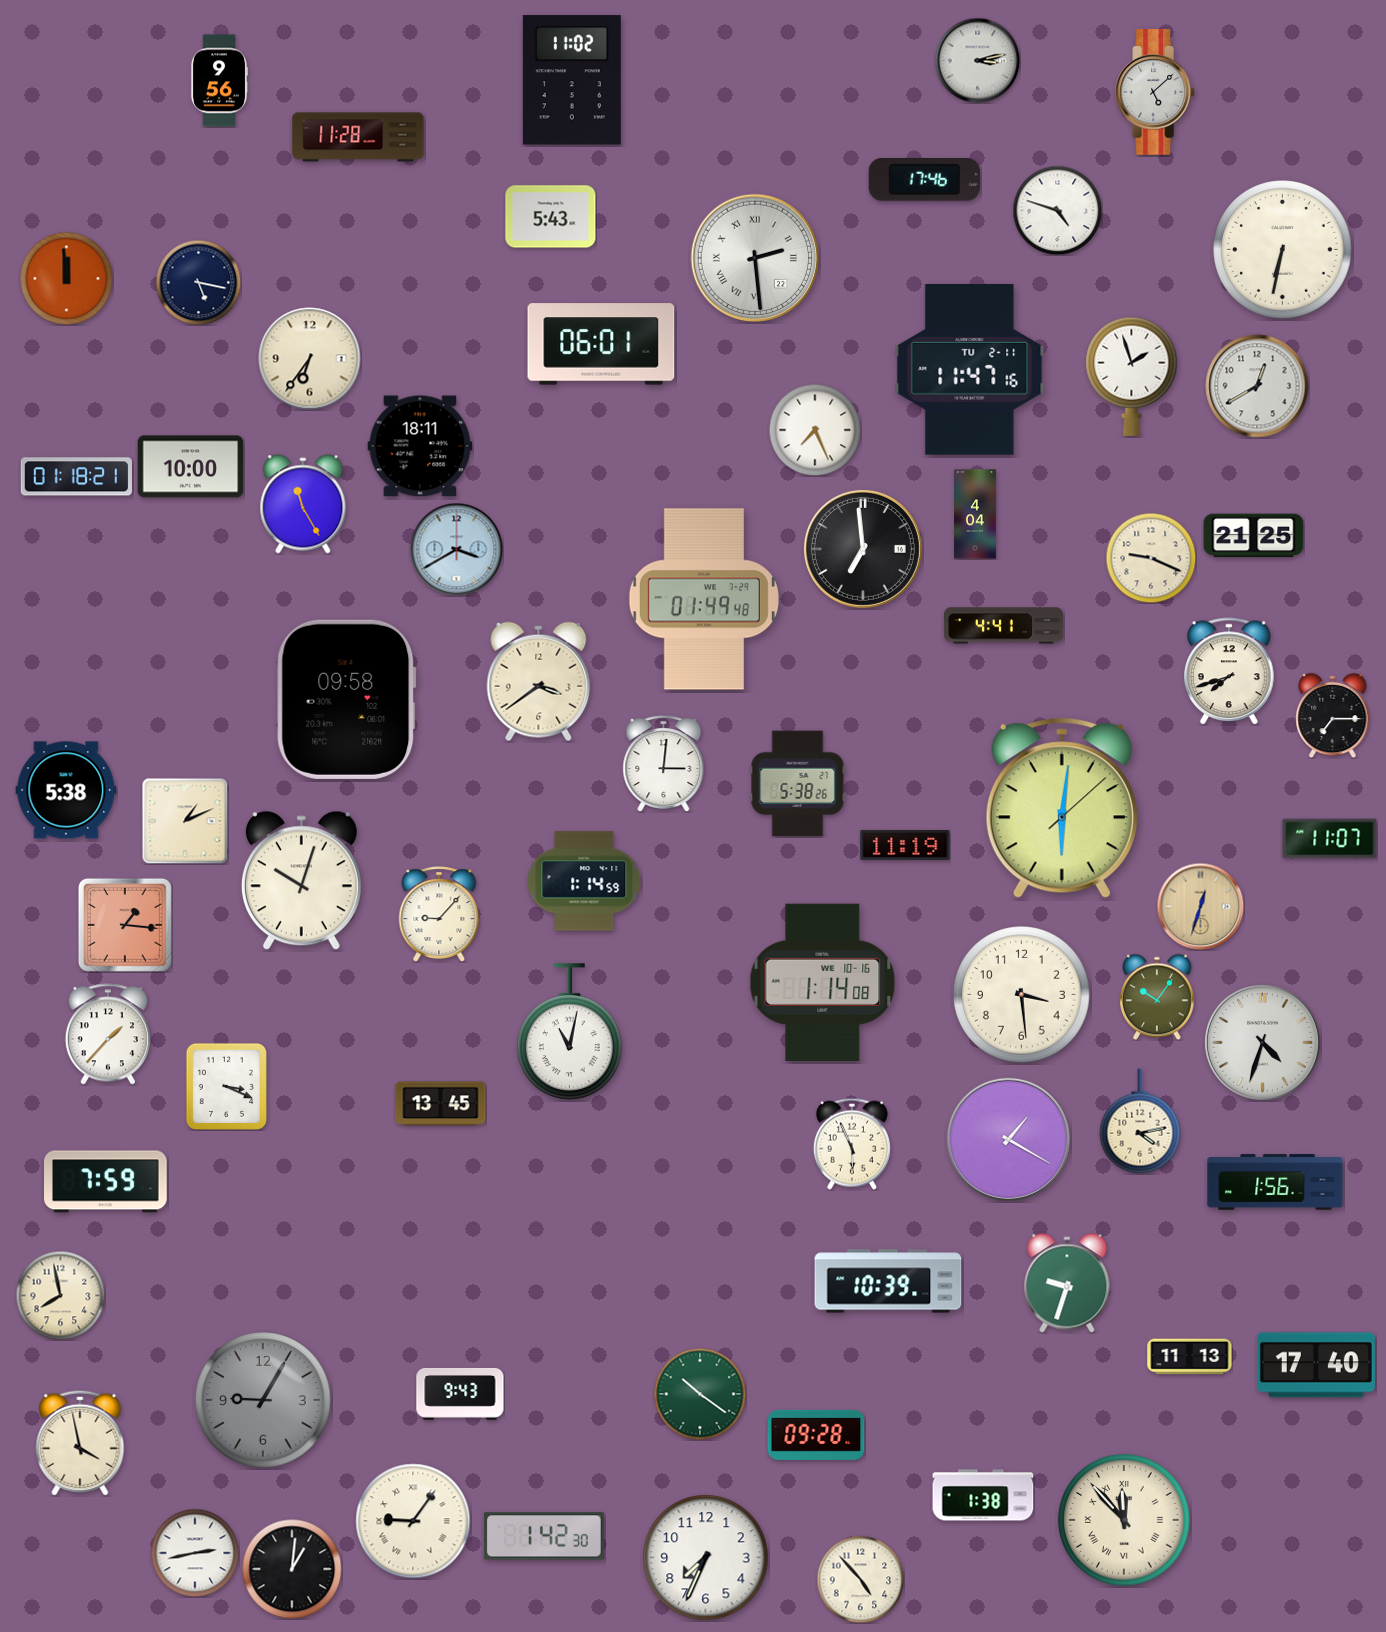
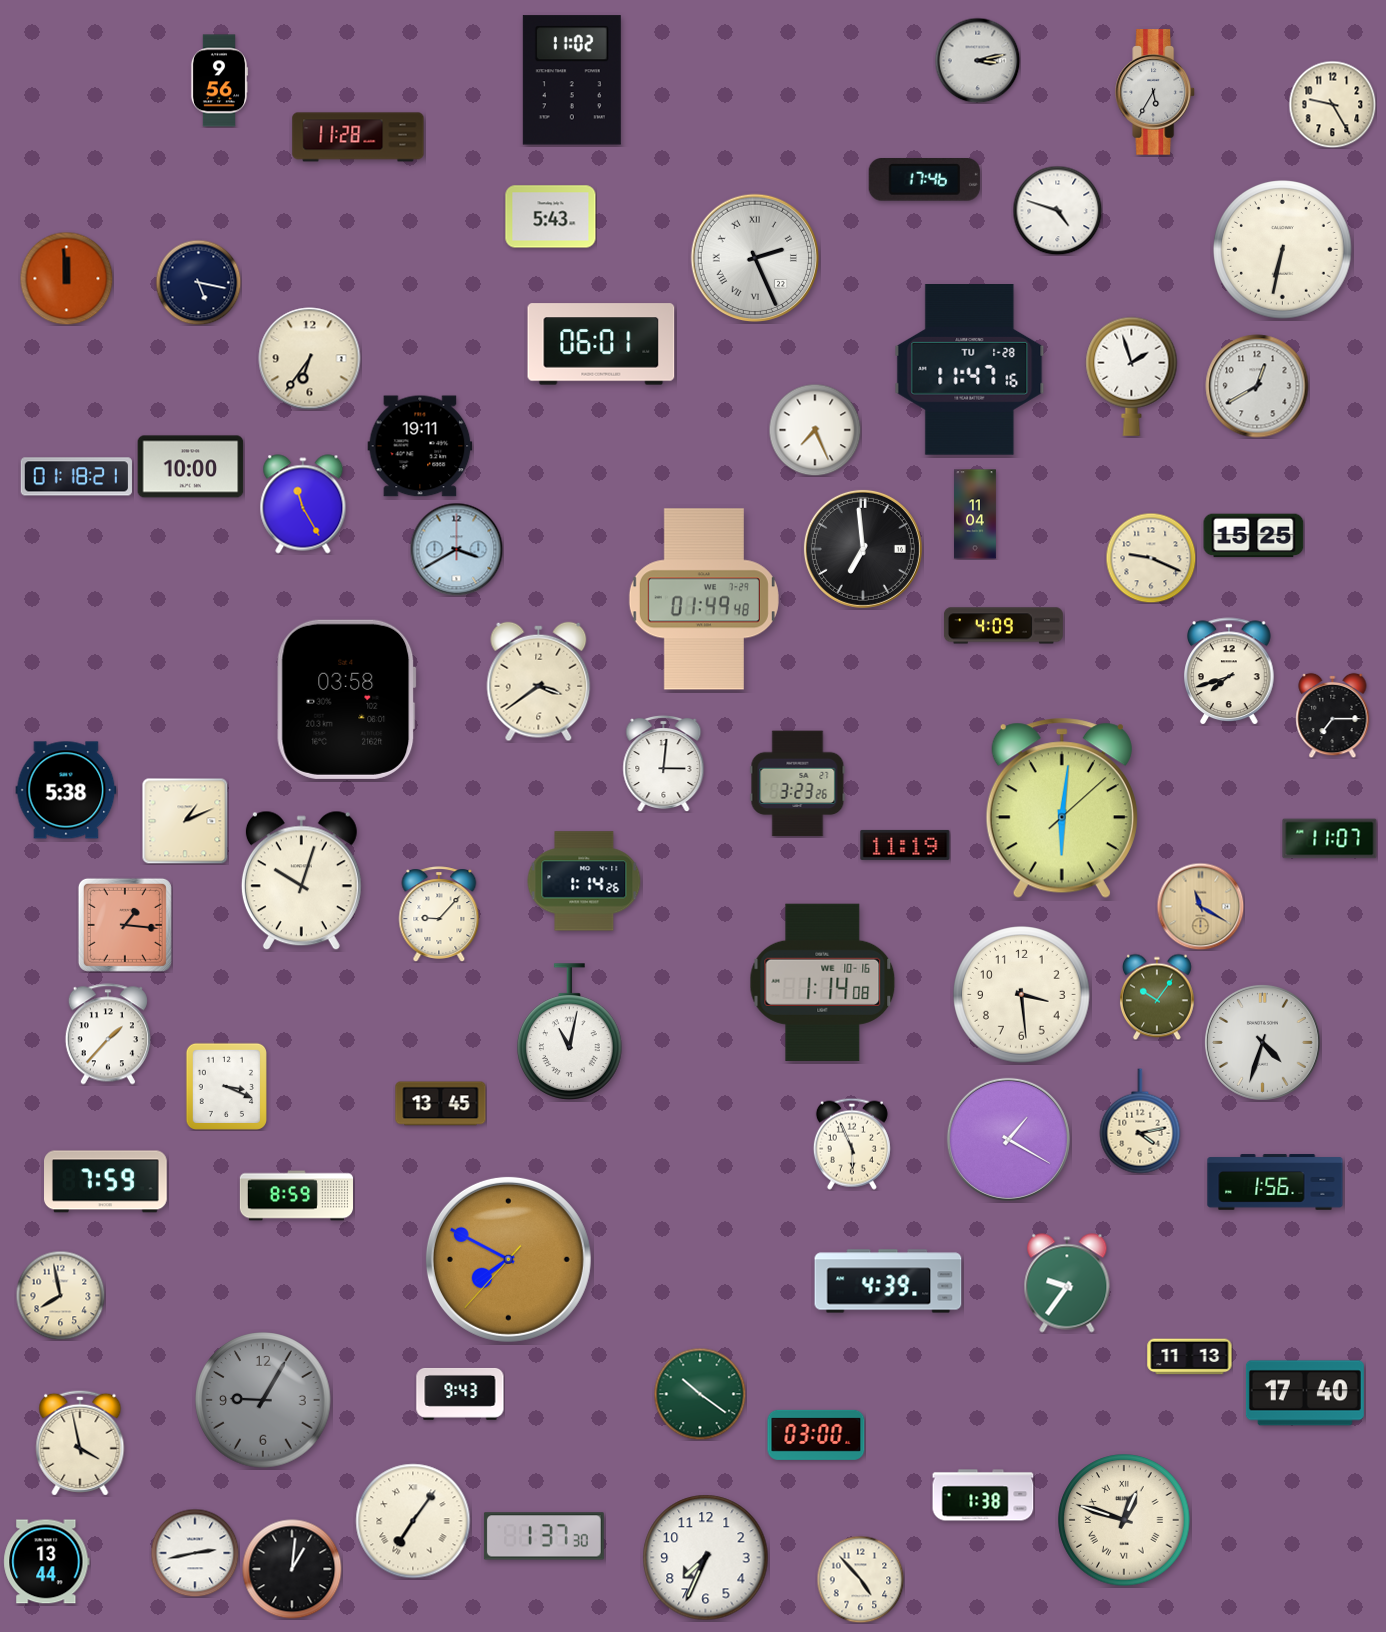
clock at (1156, 92): 5:08 -> 5:35
clock at (1332, 104): none -> 9:25
clock at (755, 258): 2:29 -> 2:26
clock at (970, 370) date: TU 2-11 -> TU 1-28
clock at (420, 446): 18:11 -> 19:11
clock at (976, 514): 4:04 -> 11:04
clock at (1254, 536): 21:25 -> 15:25
clock at (1003, 626): 4:41 -> 4:09
clock at (347, 699): 09:58 -> 03:58
clock at (798, 784): 5:38 -> 3:23
clock at (584, 881): 1:14:59 -> 1:14:26
clock at (1200, 906): 12:33 -> 11:20
clock at (296, 1196): none -> 8:59
clock at (508, 1259): none -> 7:49
clock at (888, 1281): 10:39 -> 4:39
clock at (1067, 1283): 9:33 -> 9:36
clock at (1316, 1365) position: (1316, 1365) -> (1305, 1393)
clock at (816, 1435): 09:28 -> 03:00
clock at (1124, 1520): 11:53 -> 12:48
clock at (413, 1521): 9:06 -> 7:06
clock at (544, 1536): 1:42 -> 1:37
clock at (47, 1562): none -> 13:44
